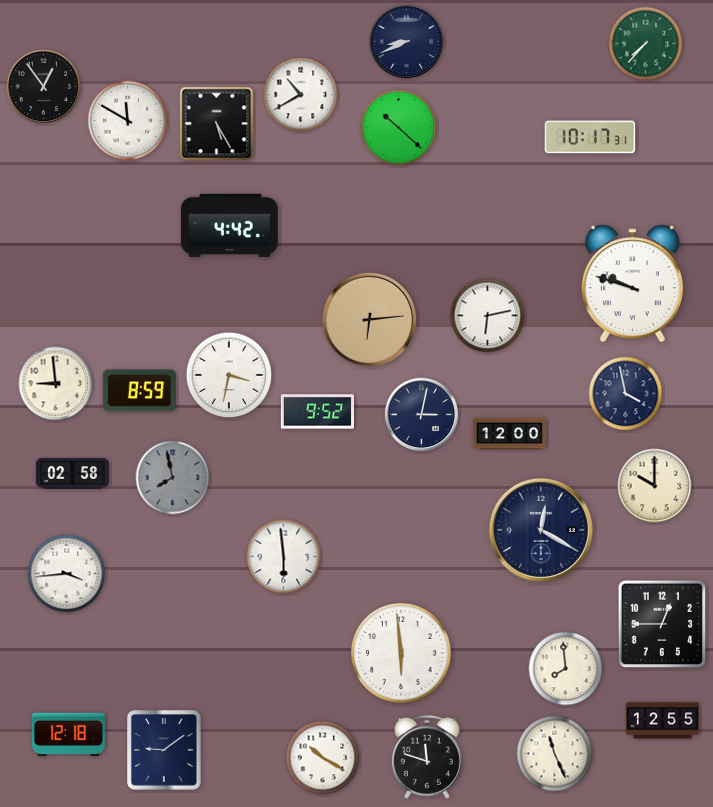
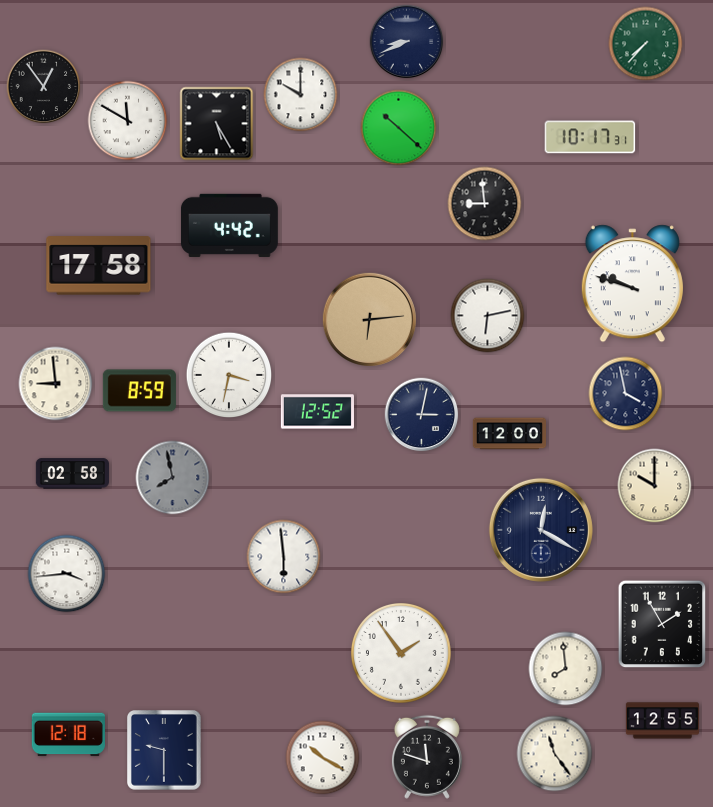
clock at (301, 95): 10:40 -> 10:00
clock at (485, 204): none -> 8:59
clock at (99, 266): none -> 17:58
clock at (317, 412): 9:52 -> 12:52
clock at (662, 624): 12:45 -> 1:55
clock at (402, 654): 5:59 -> 1:54
clock at (165, 751): 9:09 -> 9:30
clock at (555, 754): 11:26 -> 11:24
